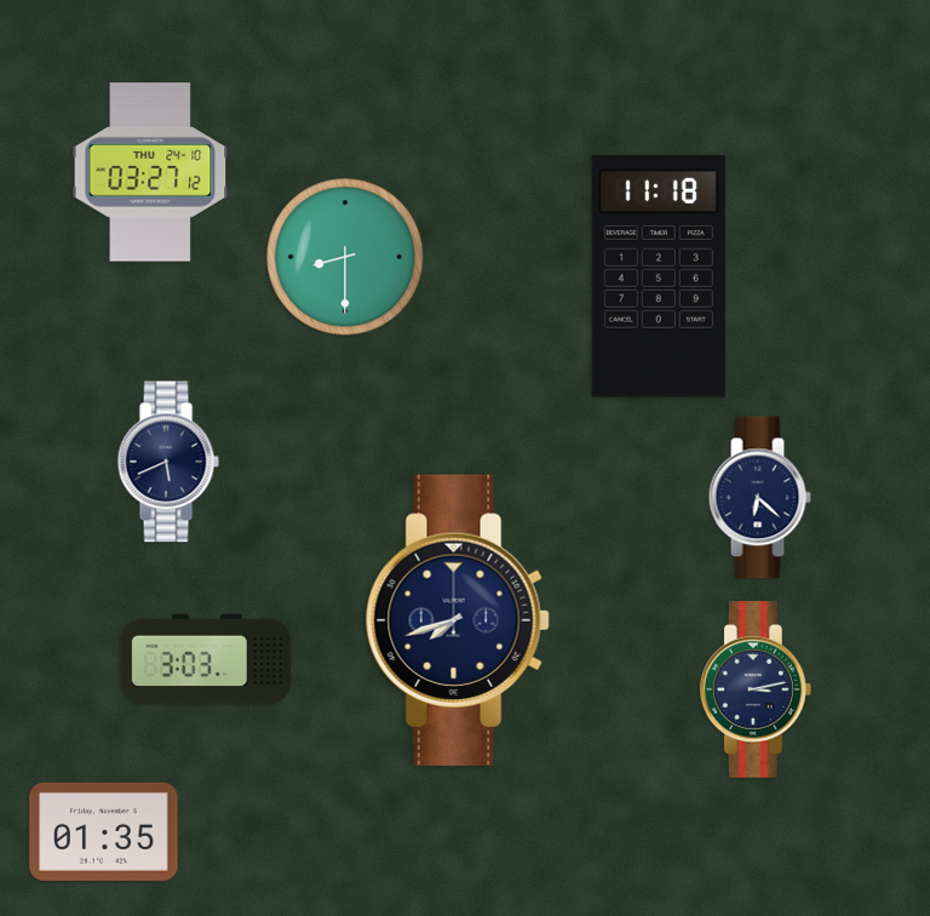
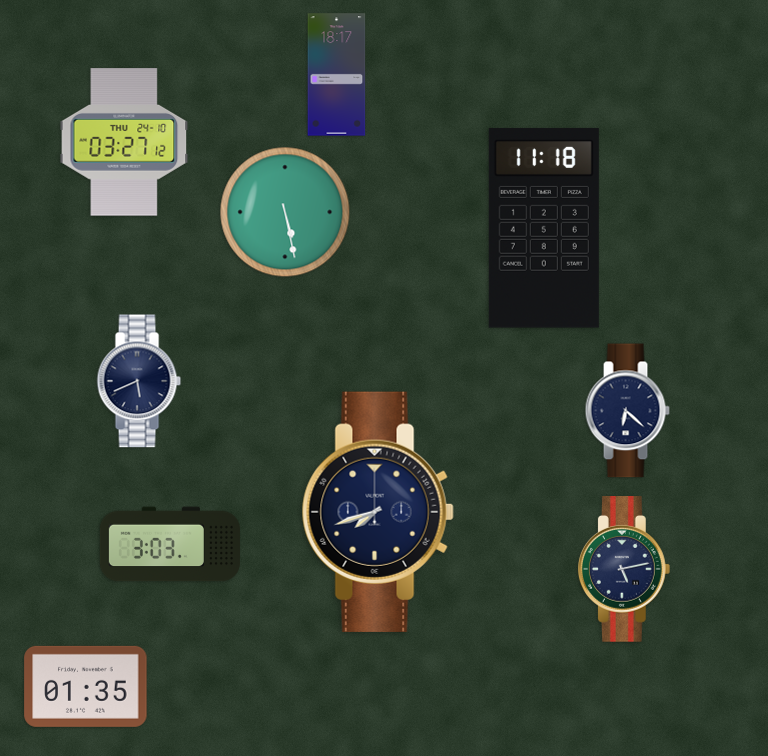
clock at (337, 75): none -> 18:17
clock at (345, 257): 8:30 -> 5:28
clock at (756, 691): 3:13 -> 5:13
